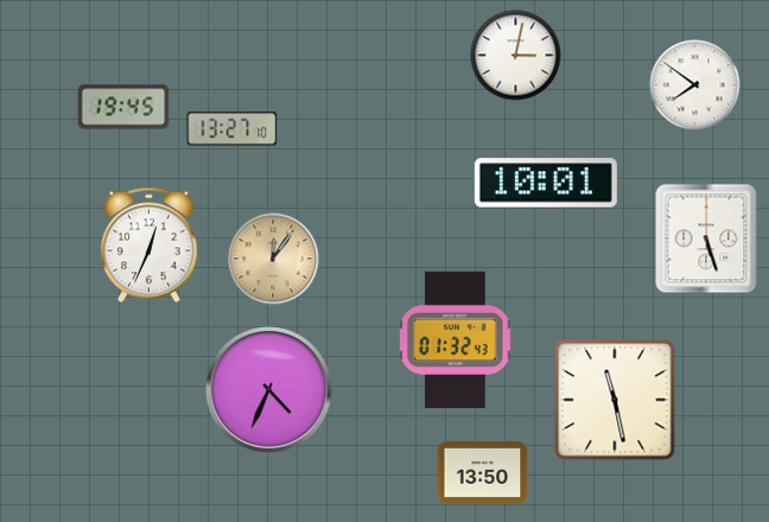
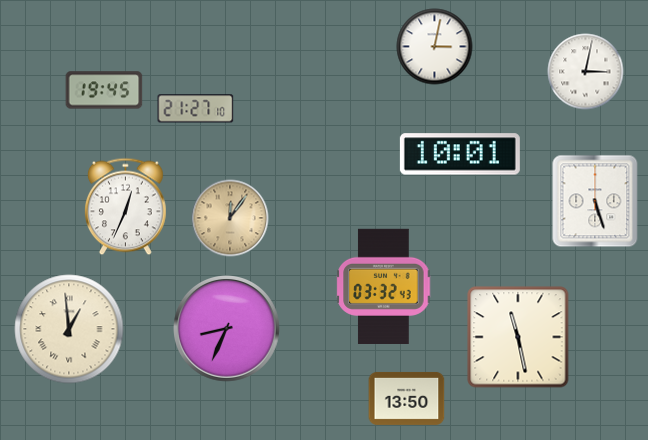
clock at (695, 85): 7:51 -> 3:02
clock at (233, 129): 13:27 -> 21:27
clock at (456, 339): 01:32 -> 03:32
clock at (69, 329): none -> 12:59
clock at (269, 390): 4:34 -> 8:34
